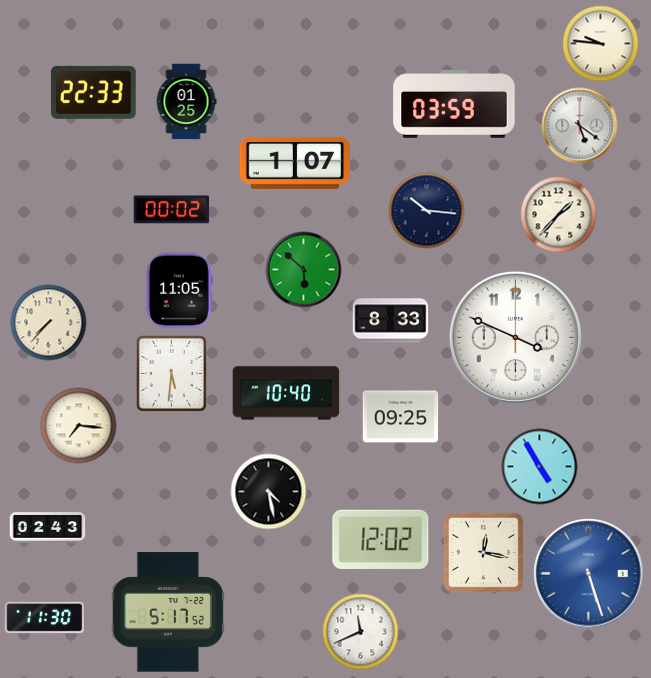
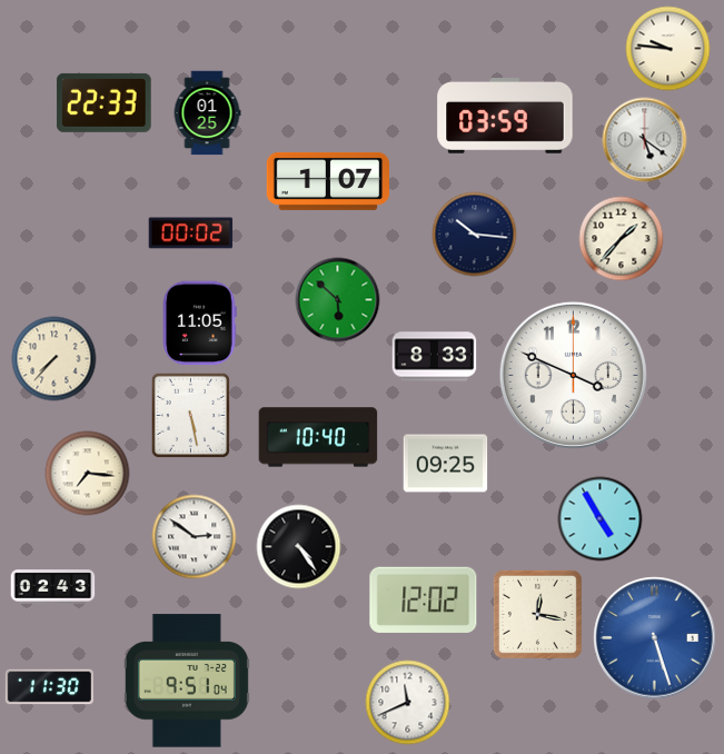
clock at (171, 373): 5:31 -> 5:28
clock at (195, 537): none -> 2:51
clock at (269, 492): 4:28 -> 4:24
clock at (168, 612): 5:17 -> 9:51
clock at (361, 632) position: (361, 632) -> (408, 703)
